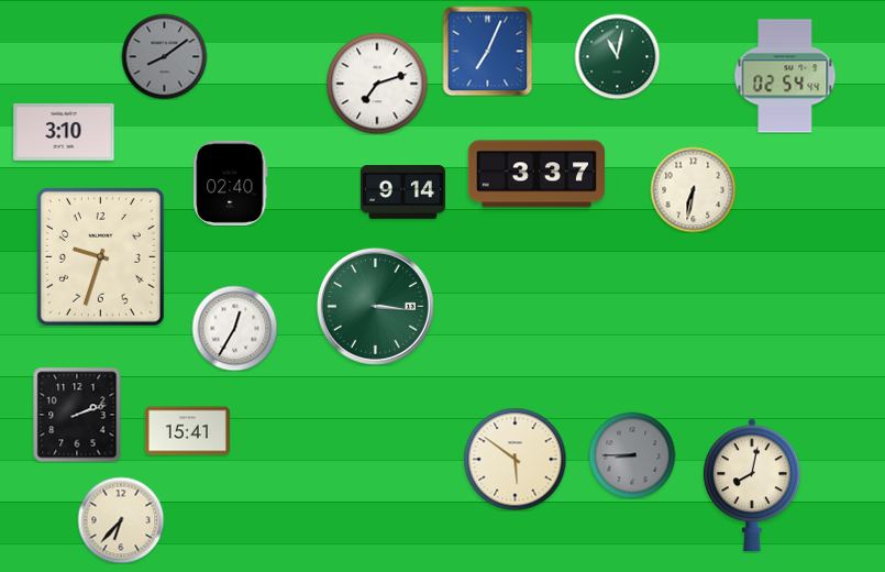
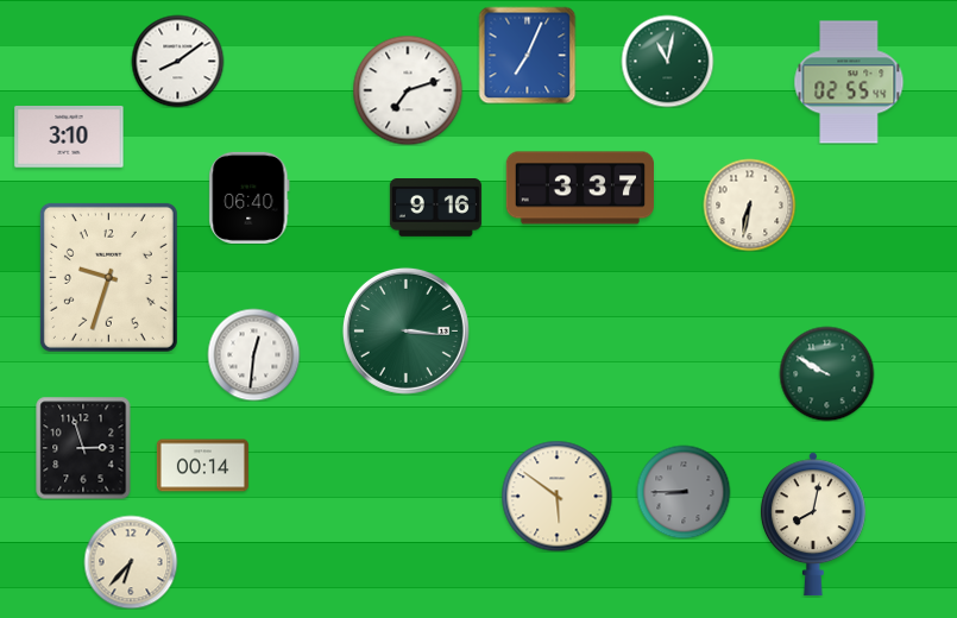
clock at (164, 56) dial: grey -> white
clock at (785, 76): 02:54 -> 02:55
clock at (64, 133) position: (64, 133) -> (69, 138)
clock at (231, 183): 02:40 -> 06:40
clock at (402, 193): 9:14 -> 9:16
clock at (234, 328): 12:35 -> 12:31
clock at (826, 373): none -> 9:50
clock at (77, 415): 2:12 -> 2:57
clock at (187, 431): 15:41 -> 00:14
